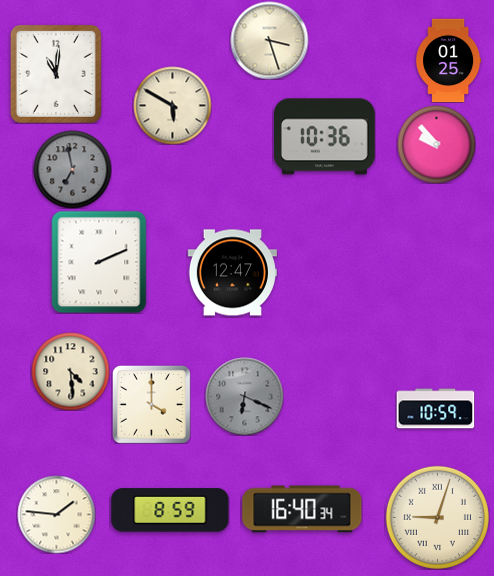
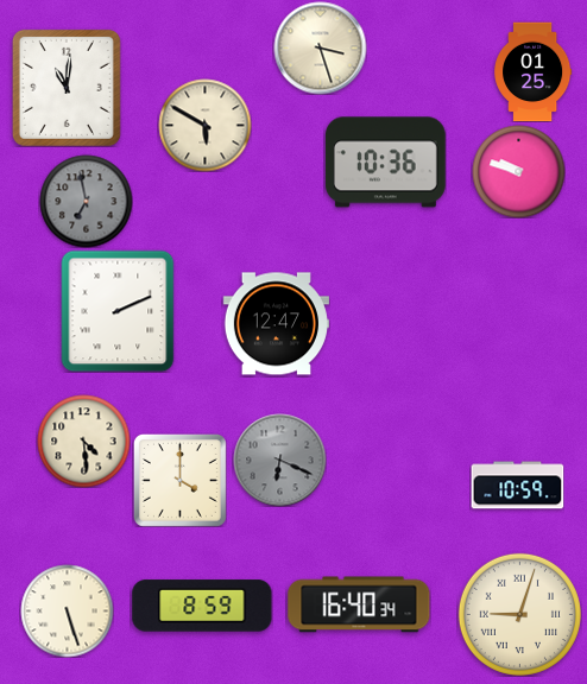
clock at (436, 144): 9:53 -> 9:48
clock at (244, 396) position: (244, 396) -> (279, 460)
clock at (56, 514): 1:46 -> 5:27
